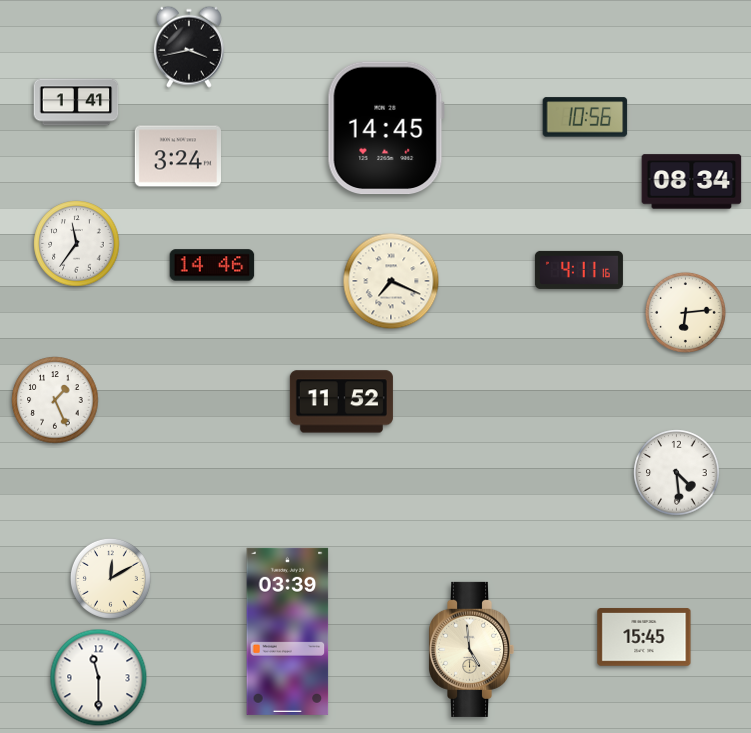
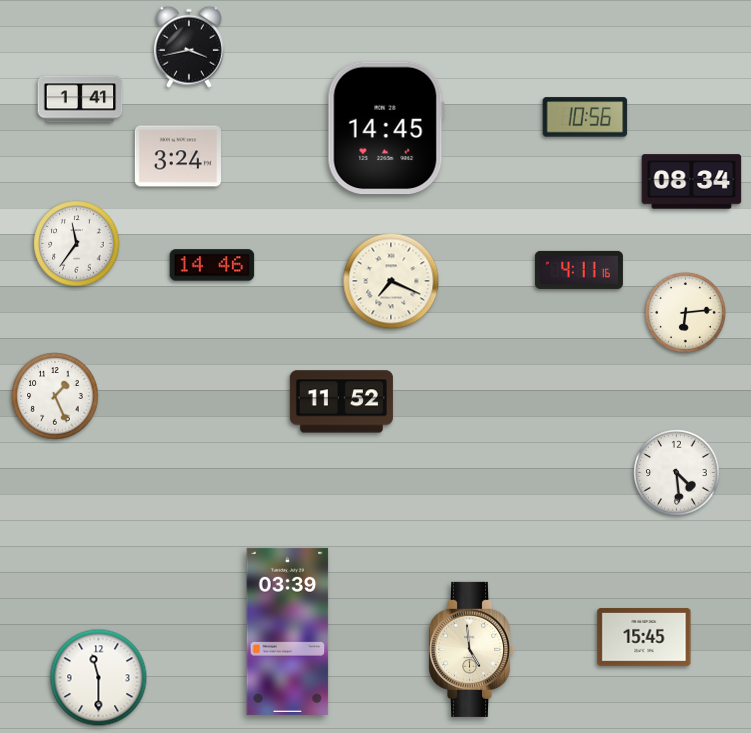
clock at (76, 102) position: (76, 102) -> (80, 99)
clock at (55, 400) position: (55, 400) -> (55, 396)
clock at (110, 578): 12:10 -> none
